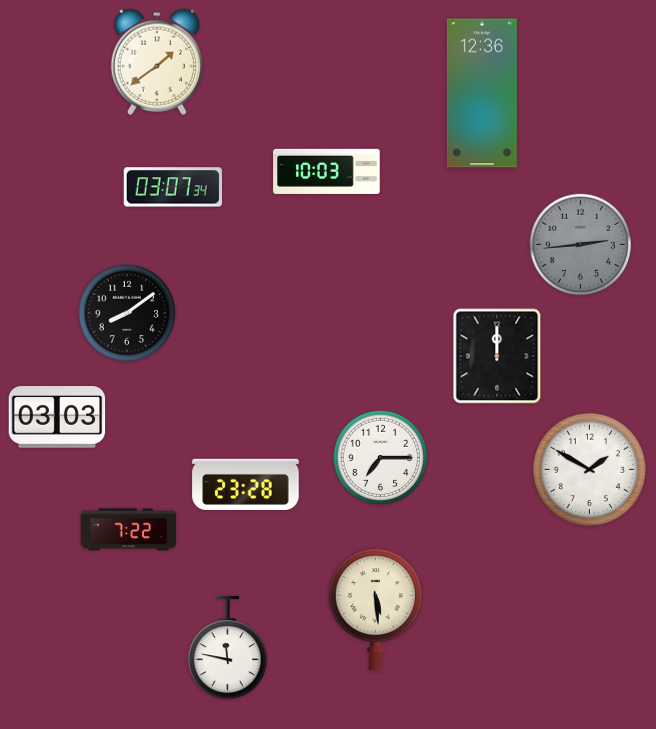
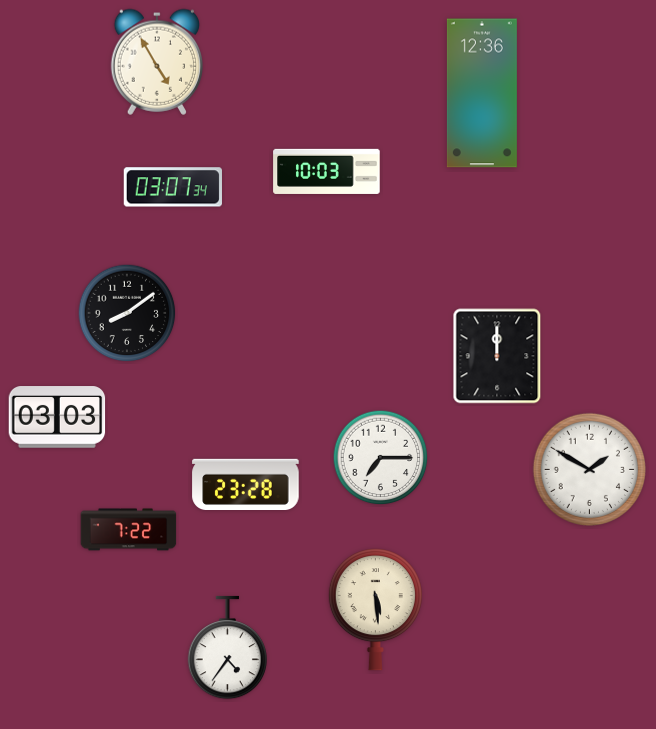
clock at (156, 62): 1:39 -> 4:55
clock at (581, 245): 2:44 -> none
clock at (227, 648): 11:47 -> 4:36
